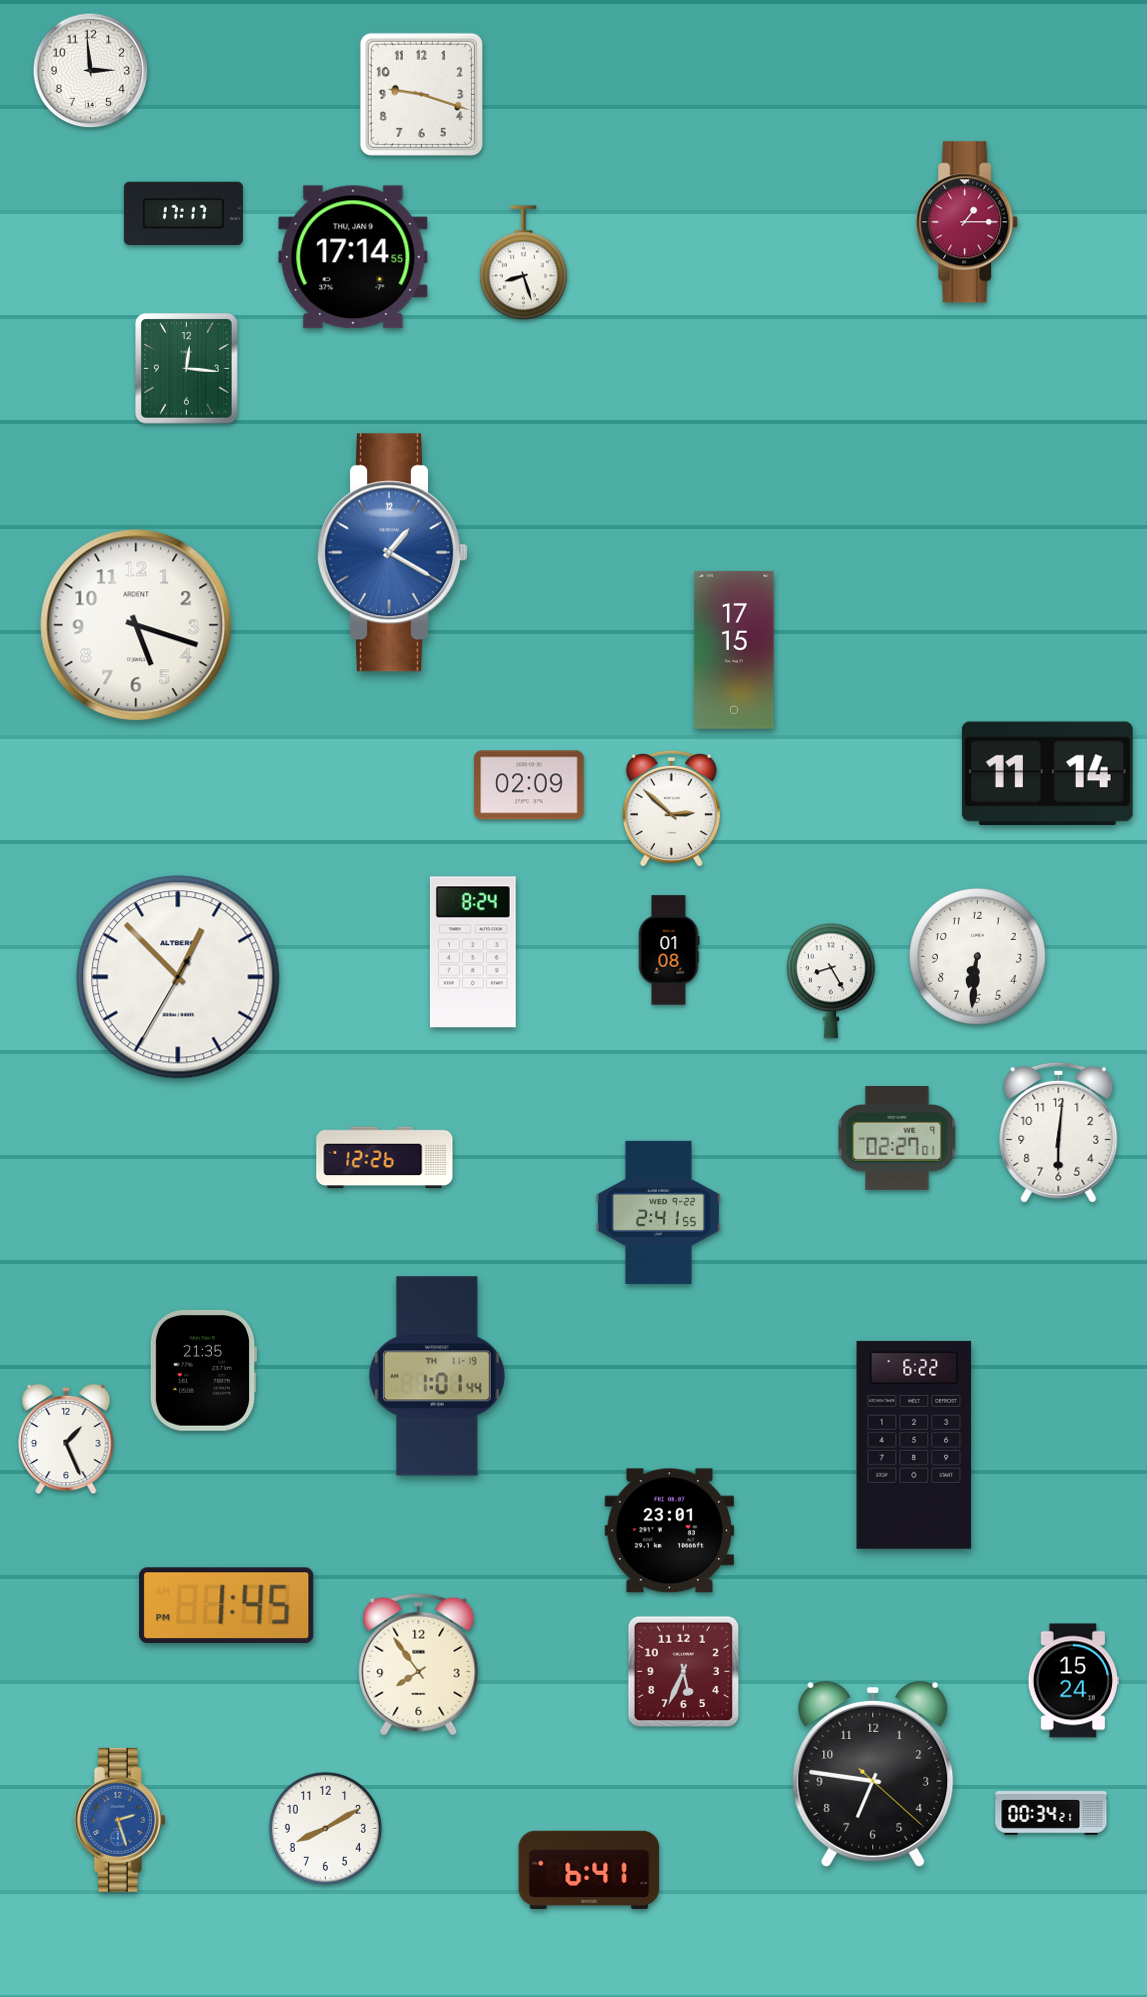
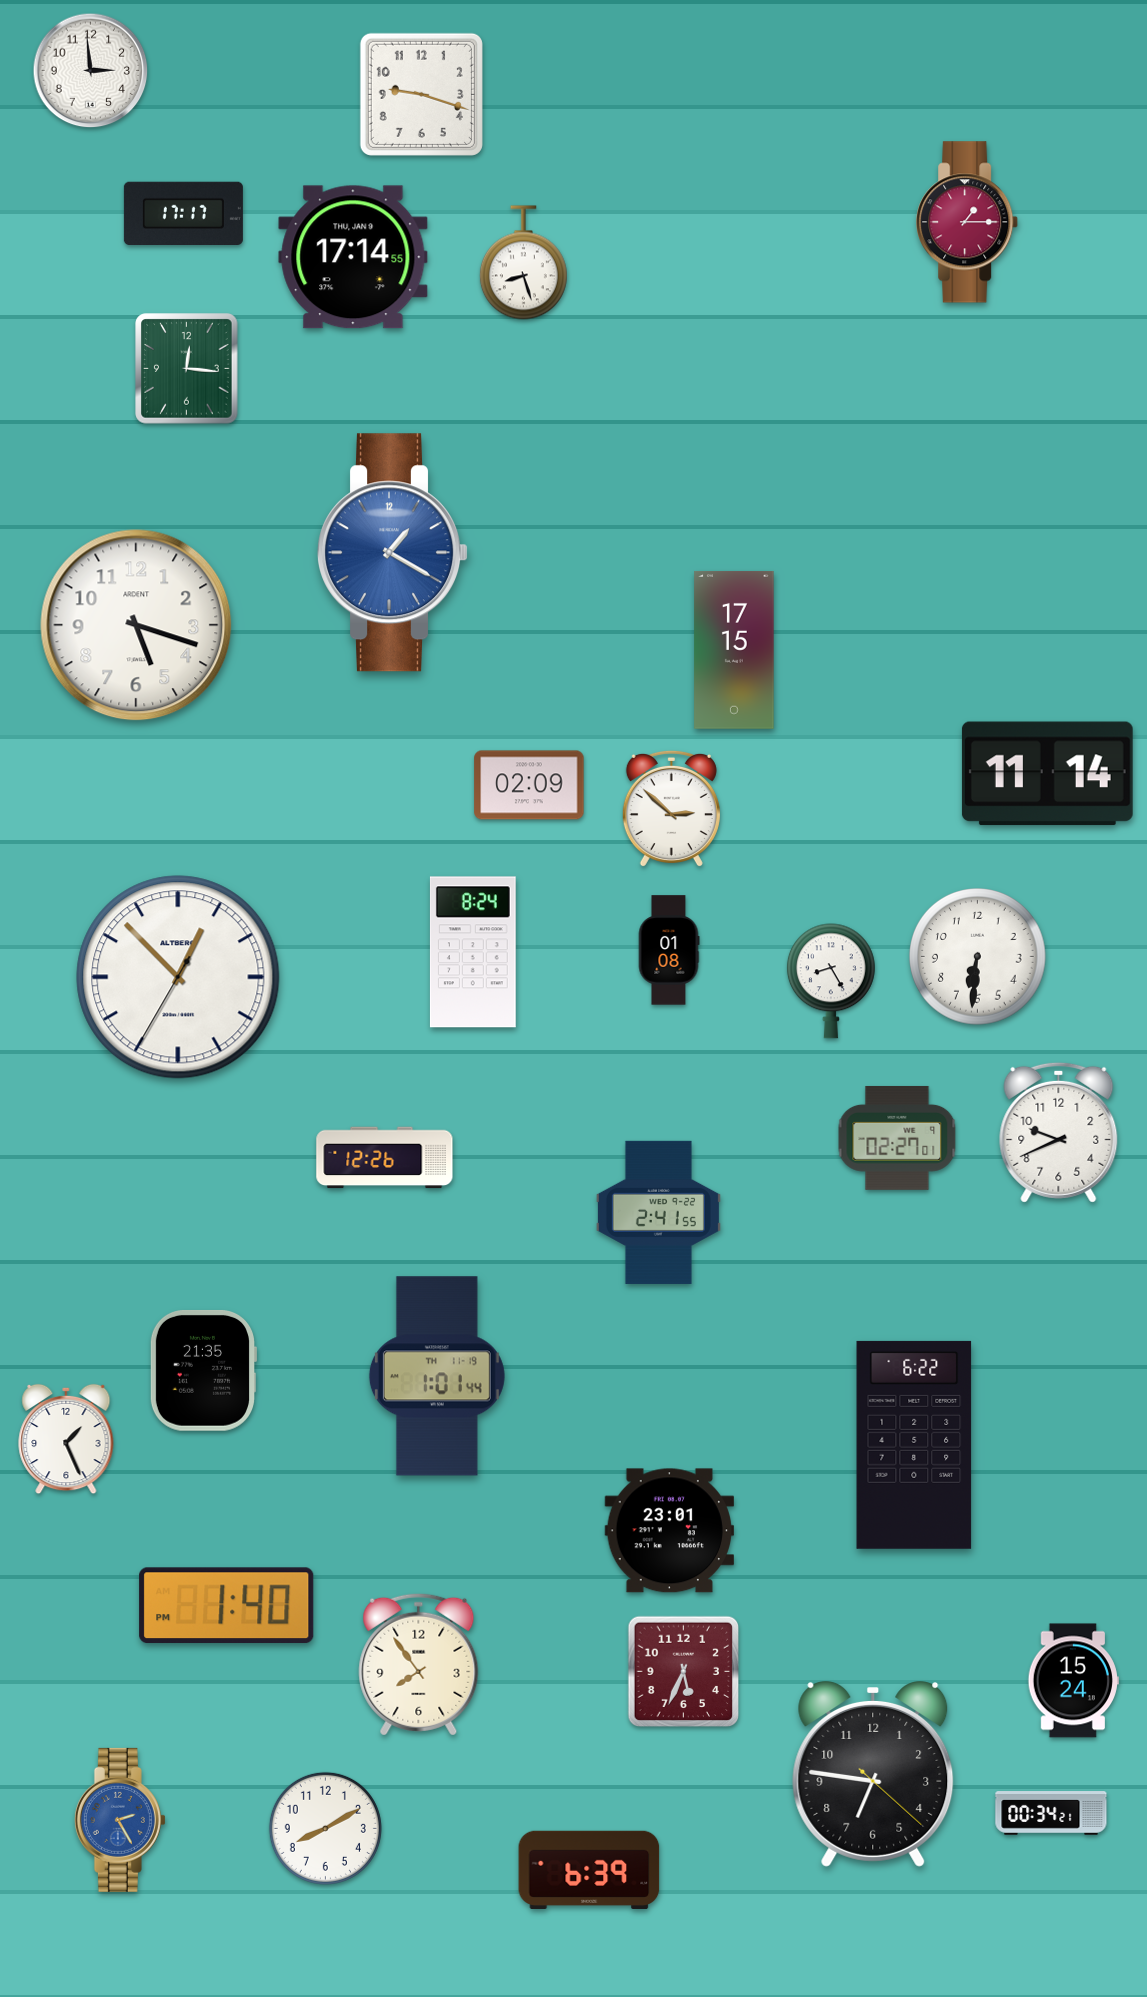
clock at (1059, 1132): 6:01 -> 9:41
clock at (227, 1606): 1:45 -> 1:40
clock at (120, 1820): 2:27 -> 2:25
clock at (589, 1870): 6:41 -> 6:39
